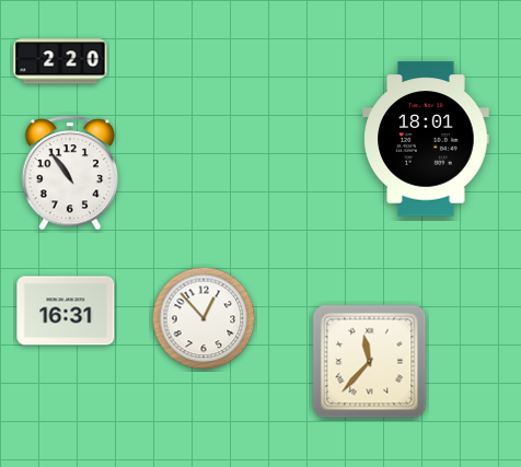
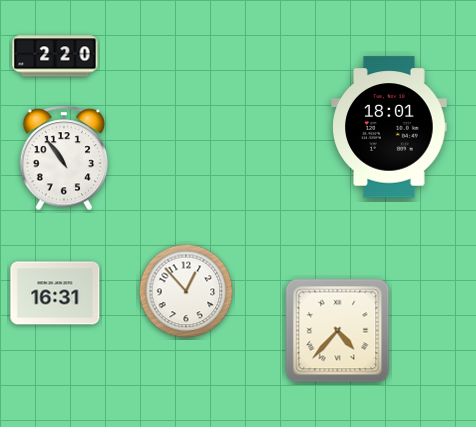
clock at (66, 311) position: (66, 311) -> (55, 293)
clock at (370, 362): 11:37 -> 4:37
